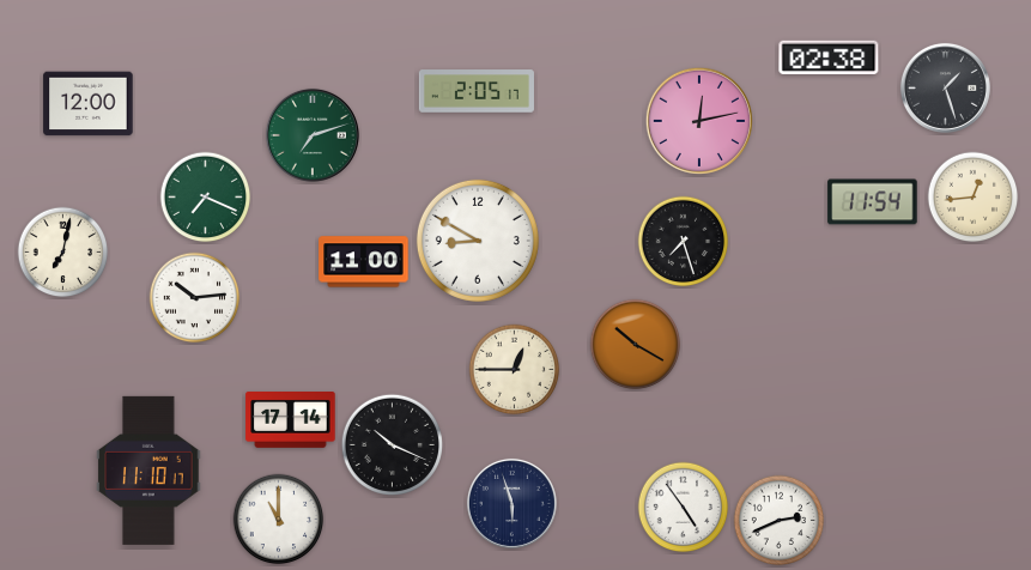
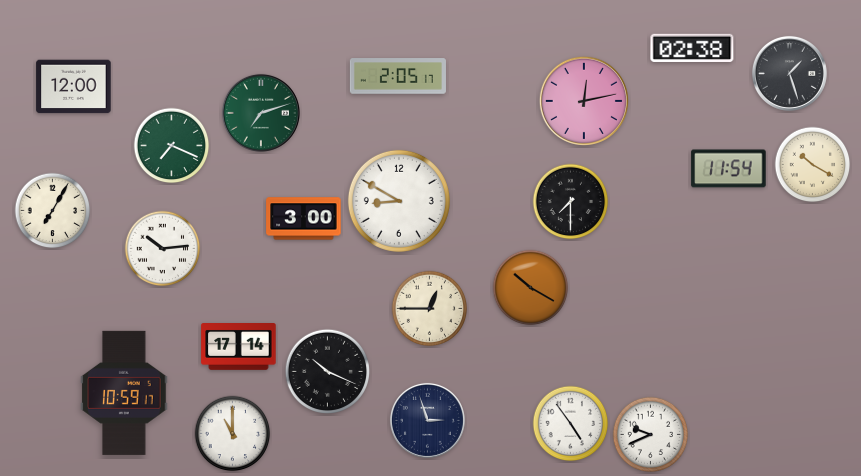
clock at (206, 198) position: (206, 198) -> (172, 146)
clock at (974, 198): 12:44 -> 10:20
clock at (684, 242): 7:27 -> 7:30
clock at (63, 253): 7:02 -> 7:05
clock at (364, 262): 11:00 -> 3:00
clock at (291, 420) position: (291, 420) -> (239, 347)
clock at (148, 471): 11:10 -> 10:59
clock at (511, 503): 5:57 -> 2:57
clock at (780, 521): 2:41 -> 9:41
